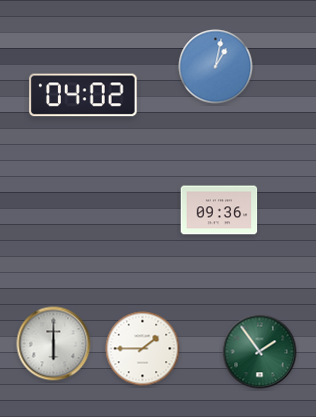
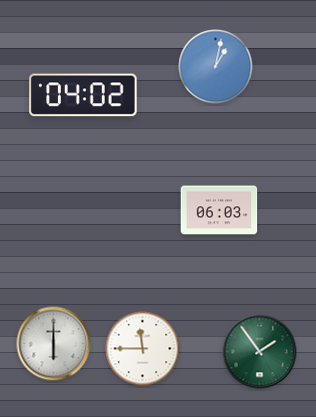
clock at (219, 210): 09:36 -> 06:03
clock at (143, 349): 1:45 -> 11:45
